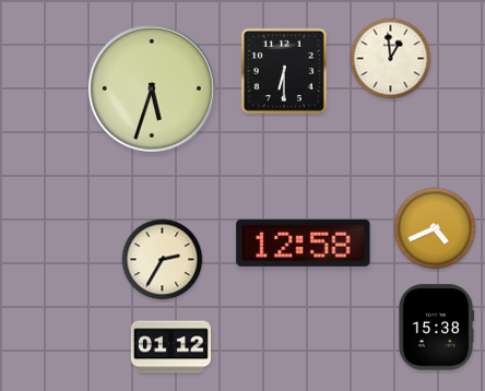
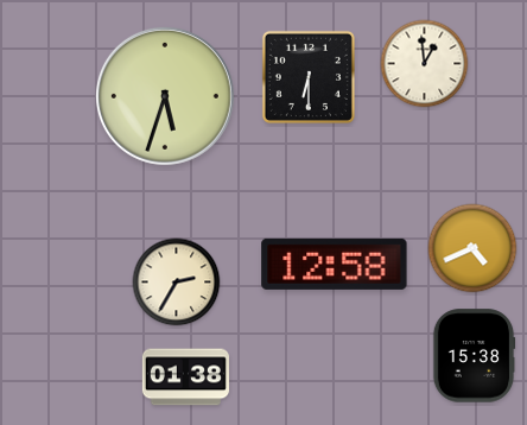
clock at (304, 242) position: (304, 242) -> (335, 264)
clock at (170, 347): 01:12 -> 01:38
